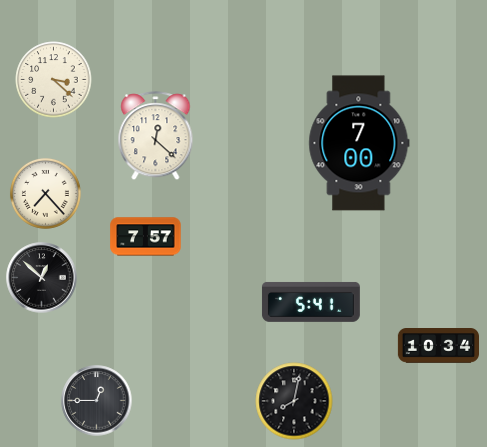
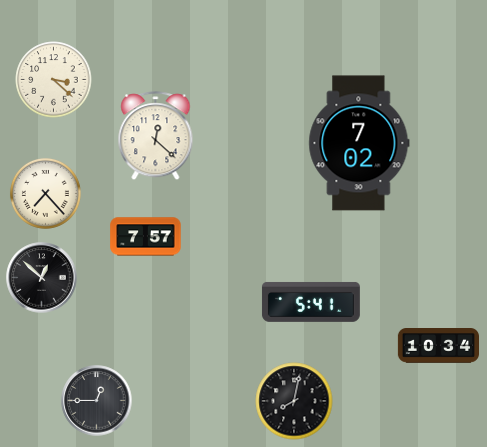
clock at (359, 143): 7:00 -> 7:02
